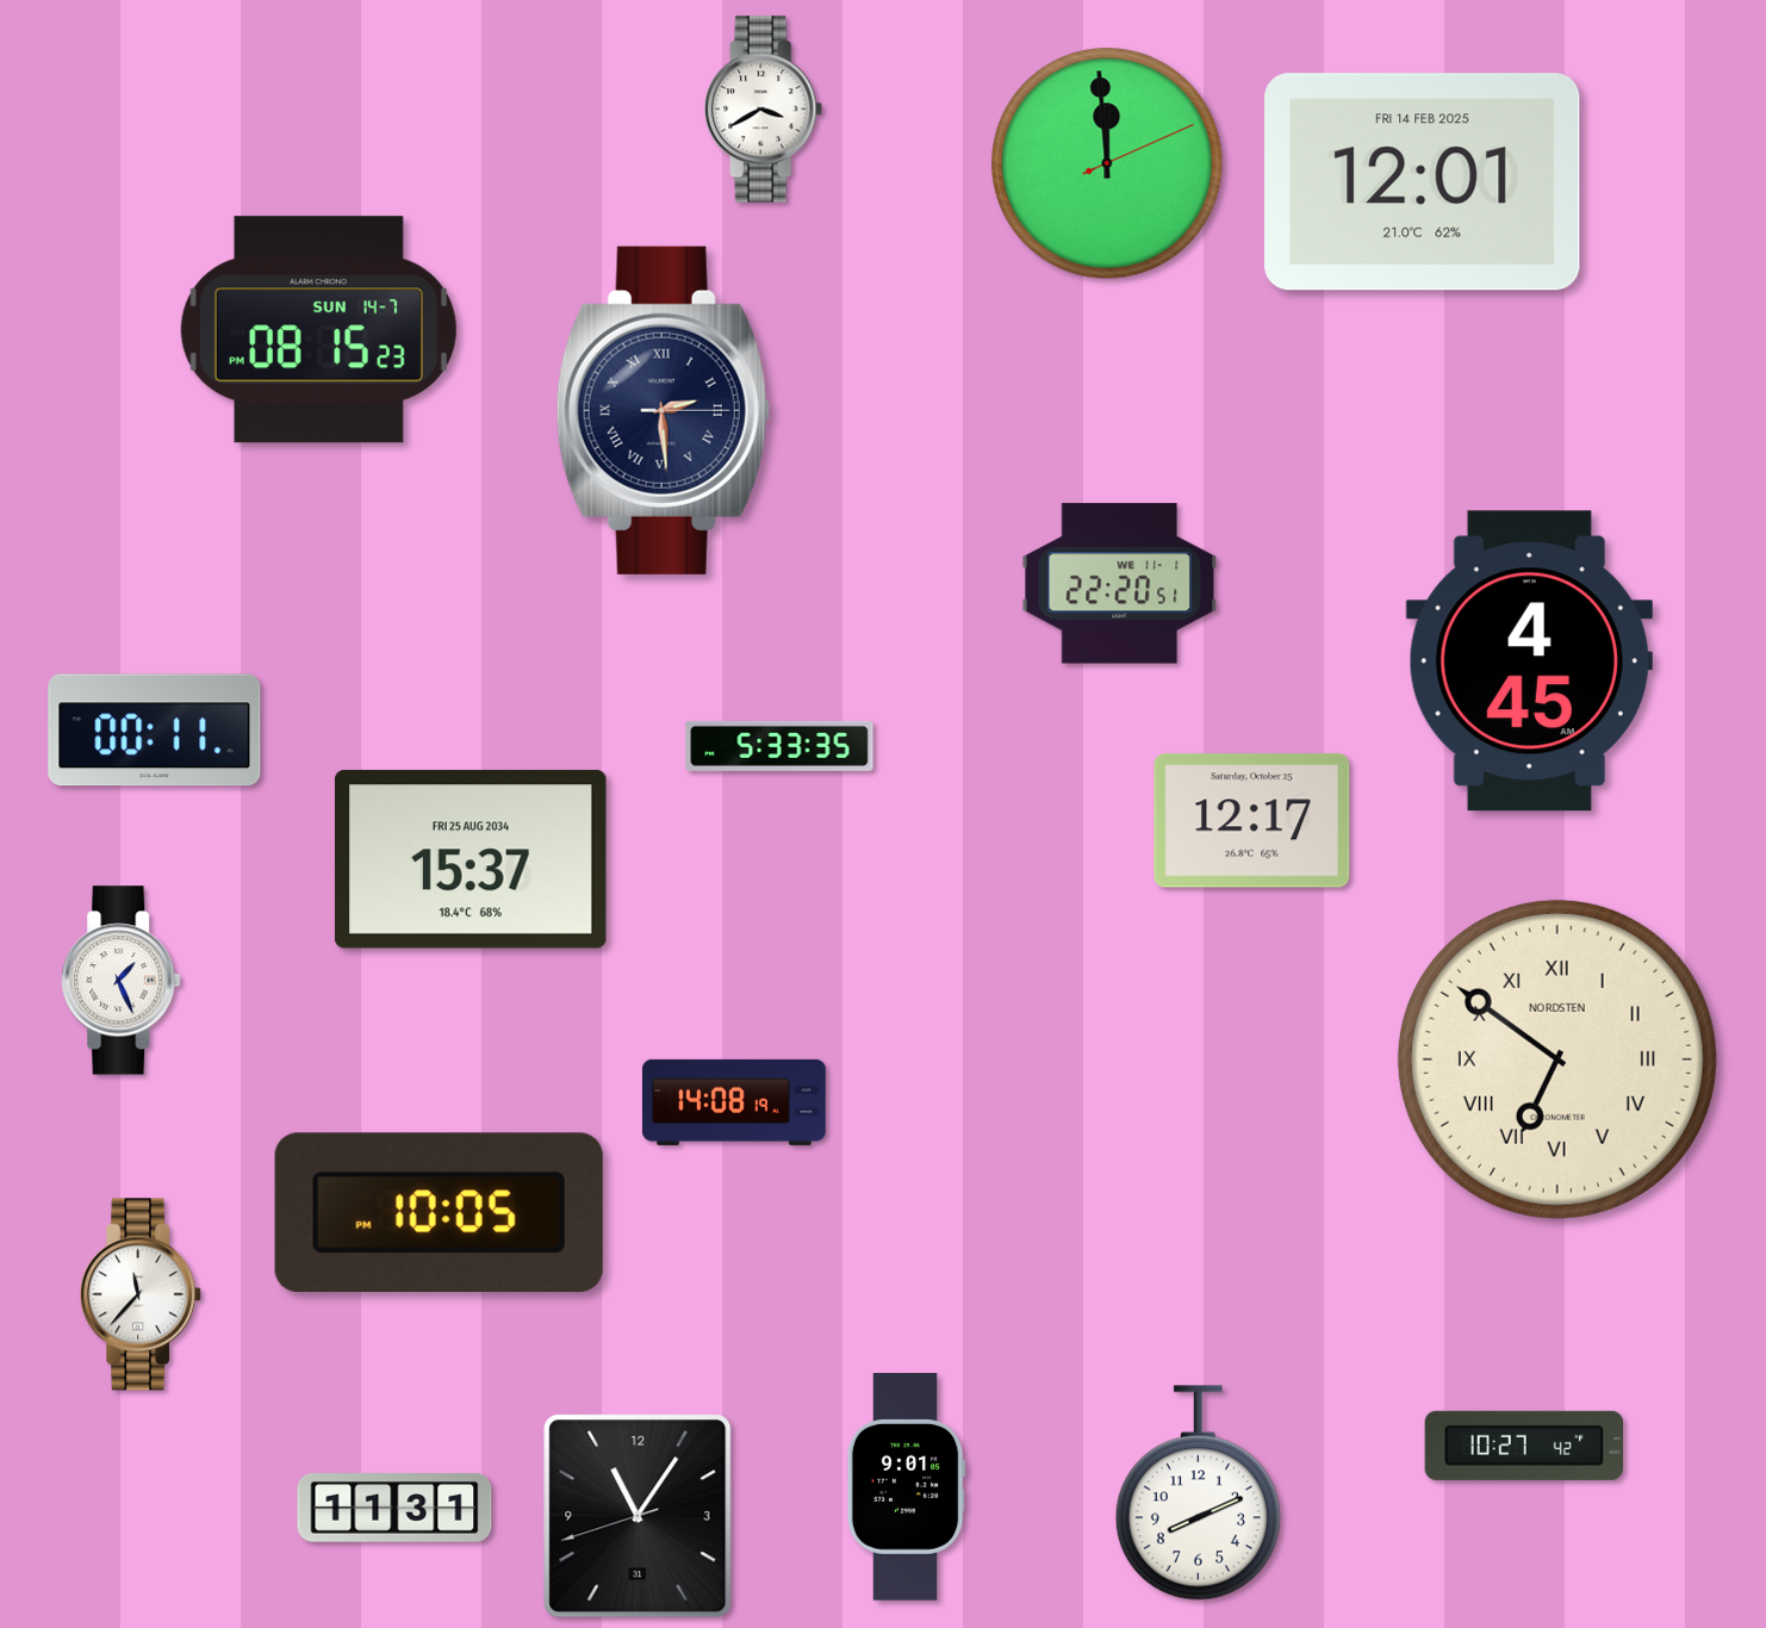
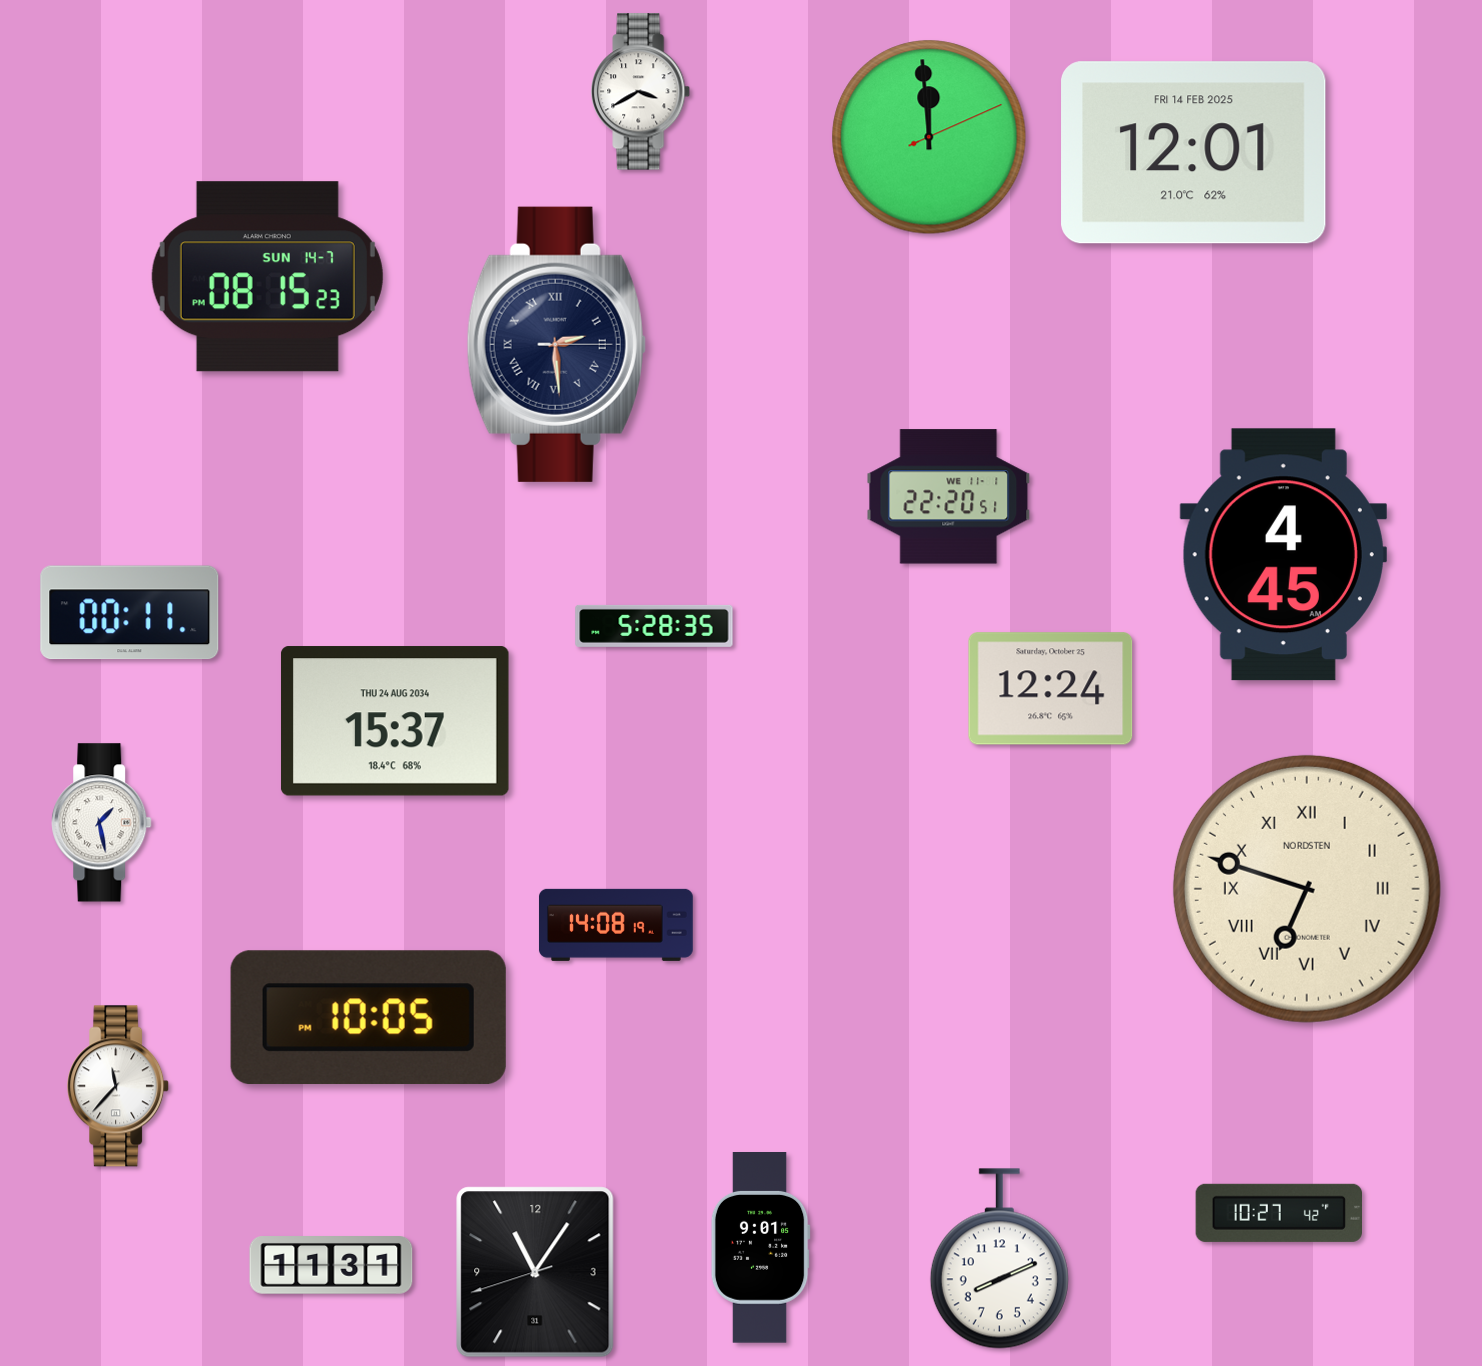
clock at (1120, 584) position: (1120, 584) -> (949, 497)
clock at (779, 746): 5:33 -> 5:28
clock at (1252, 821): 12:17 -> 12:24
clock at (471, 859) date: FRI 25 AUG 2034 -> THU 24 AUG 2034
clock at (122, 981): 1:26 -> 1:28
clock at (1557, 1060): 6:51 -> 6:48
clock at (1198, 1493) position: (1198, 1493) -> (999, 1259)
